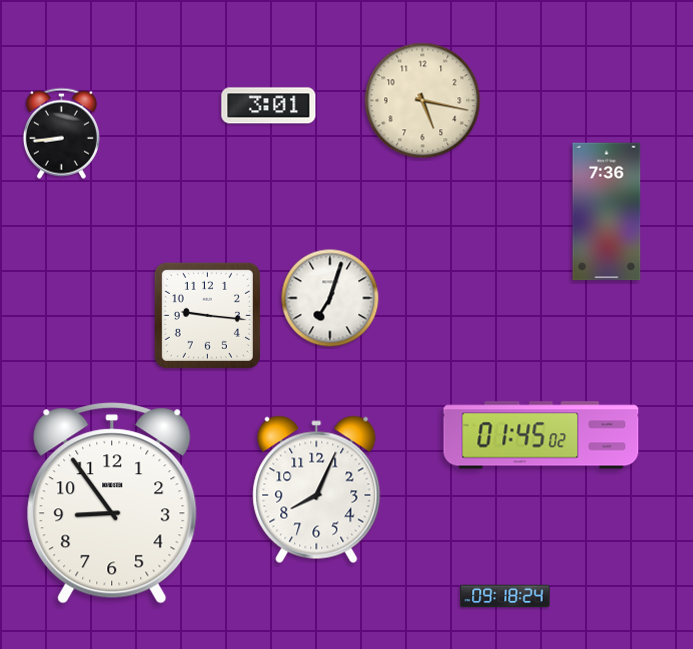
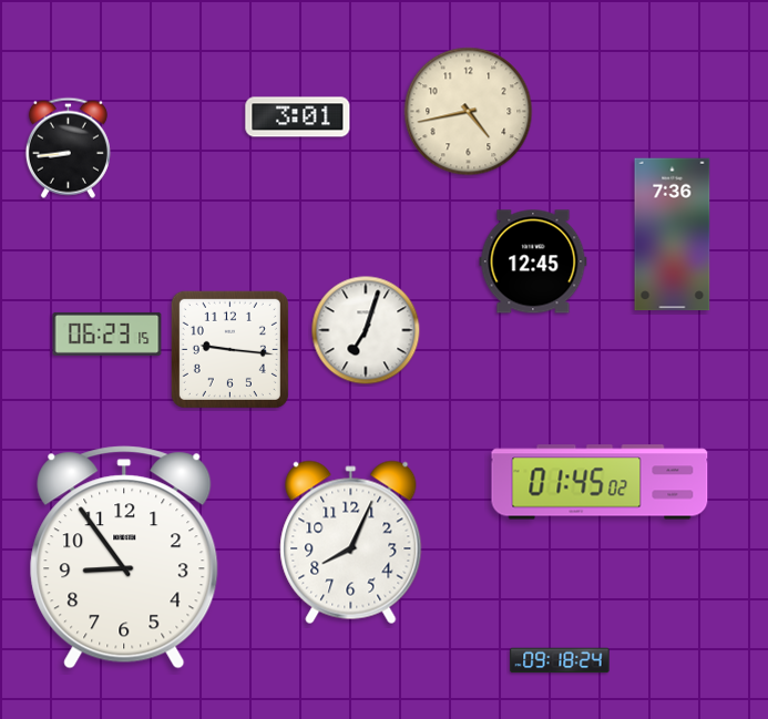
clock at (423, 101): 5:17 -> 4:43
clock at (533, 261): none -> 12:45
clock at (107, 333): none -> 06:23
